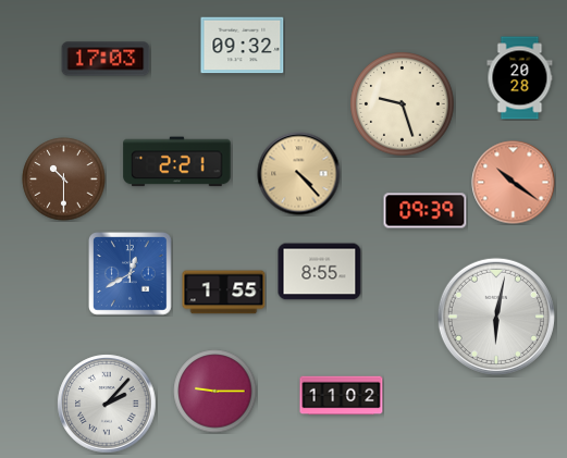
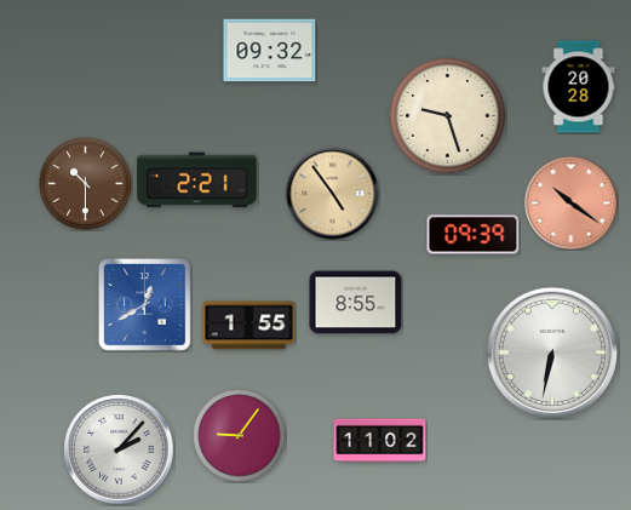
clock at (106, 59): 17:03 -> none
clock at (299, 174): 4:23 -> 4:54
clock at (64, 180) position: (64, 180) -> (86, 184)
clock at (496, 317): 6:02 -> 6:32
clock at (215, 392): 9:15 -> 9:06
